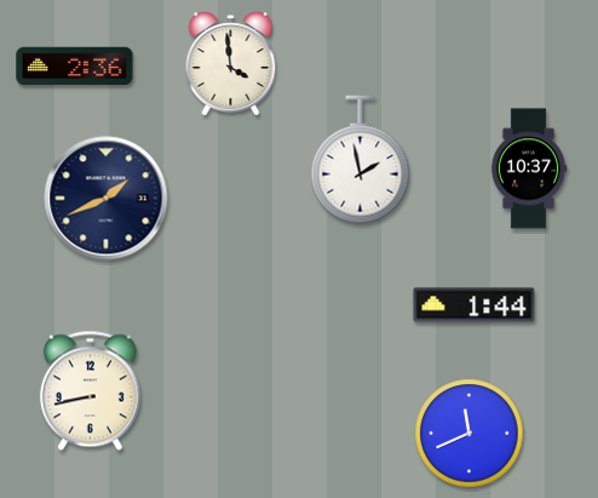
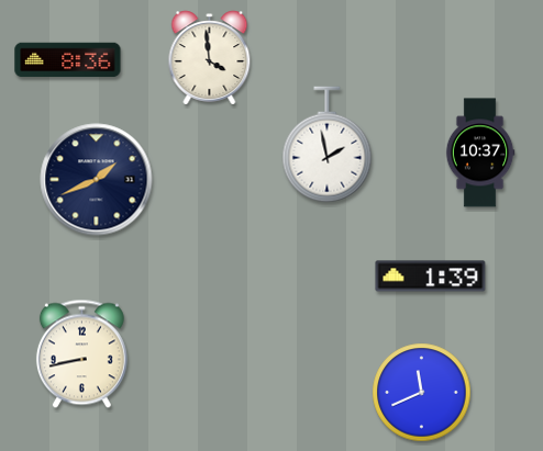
clock at (75, 67): 2:36 -> 8:36
clock at (475, 305): 1:44 -> 1:39
clock at (470, 434) position: (470, 434) -> (422, 393)
